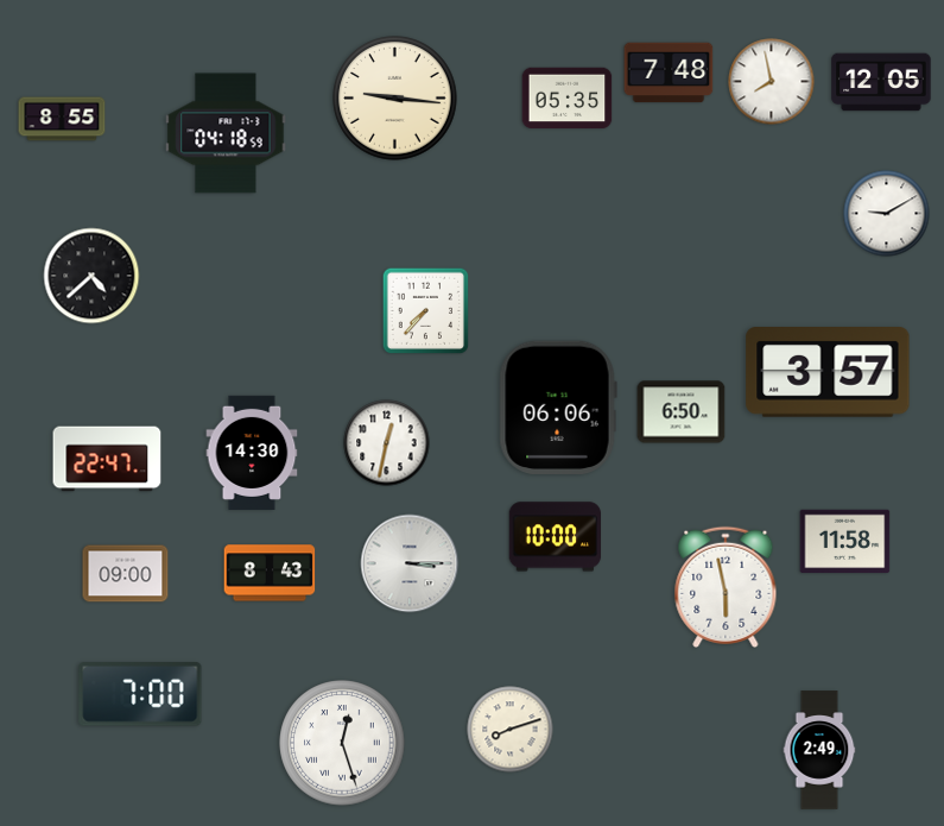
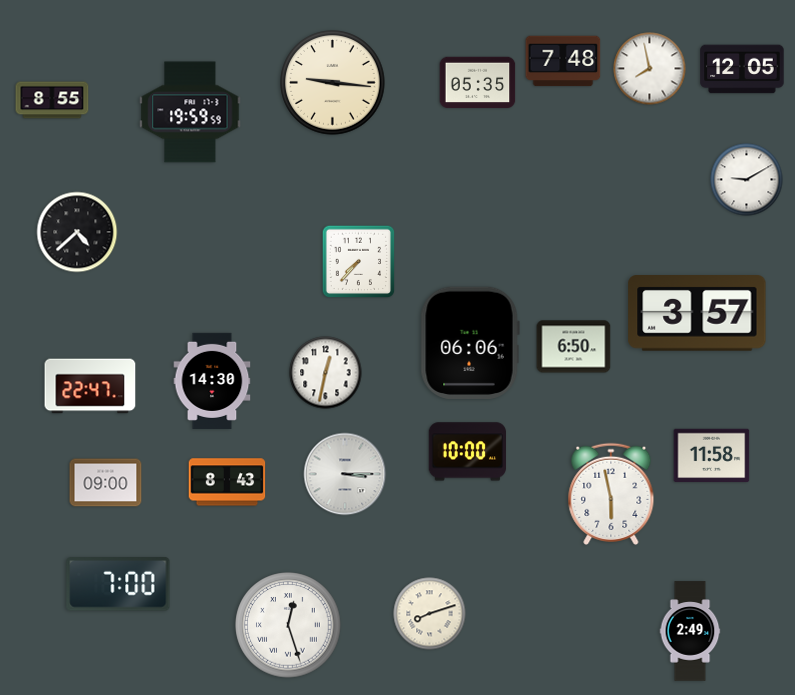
clock at (226, 133): 04:18 -> 19:59
